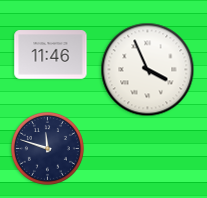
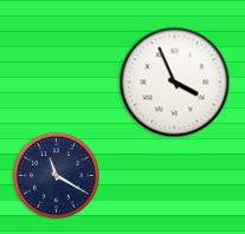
clock at (51, 55): 11:46 -> none
clock at (47, 148): 11:48 -> 11:20
